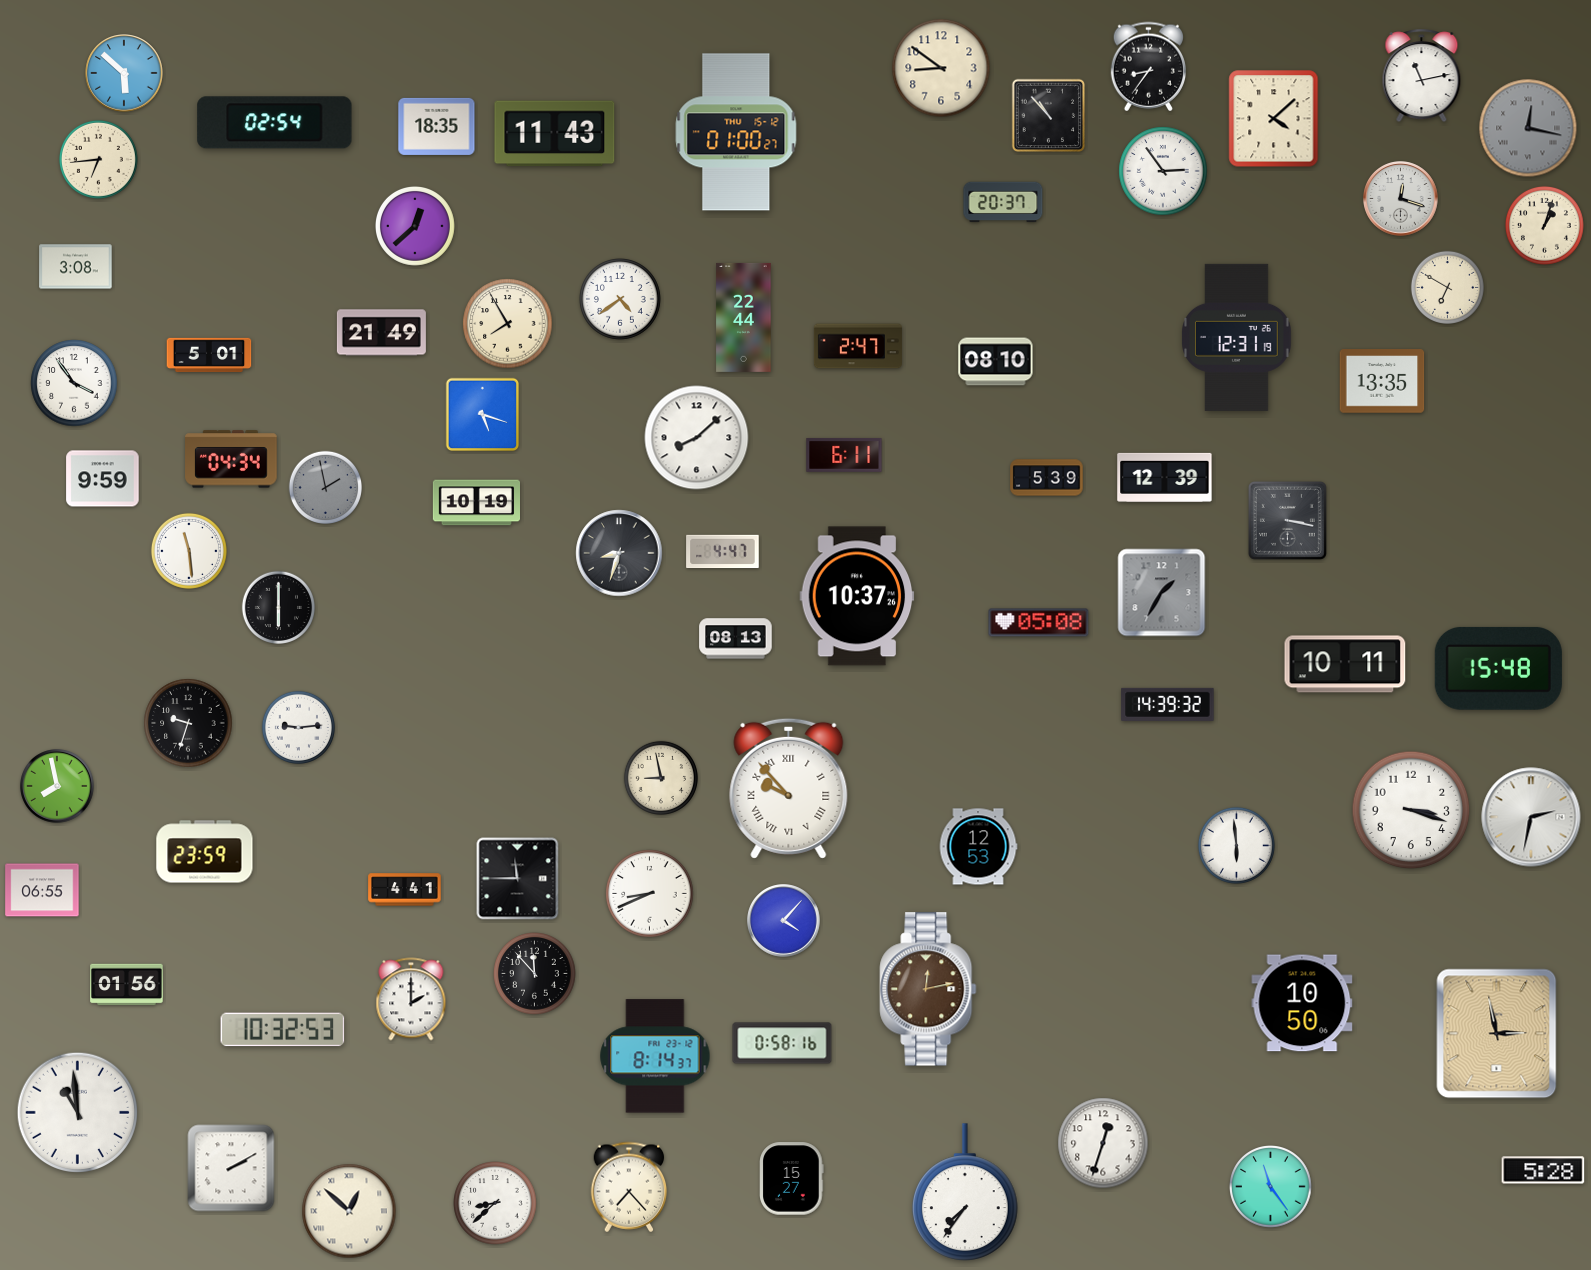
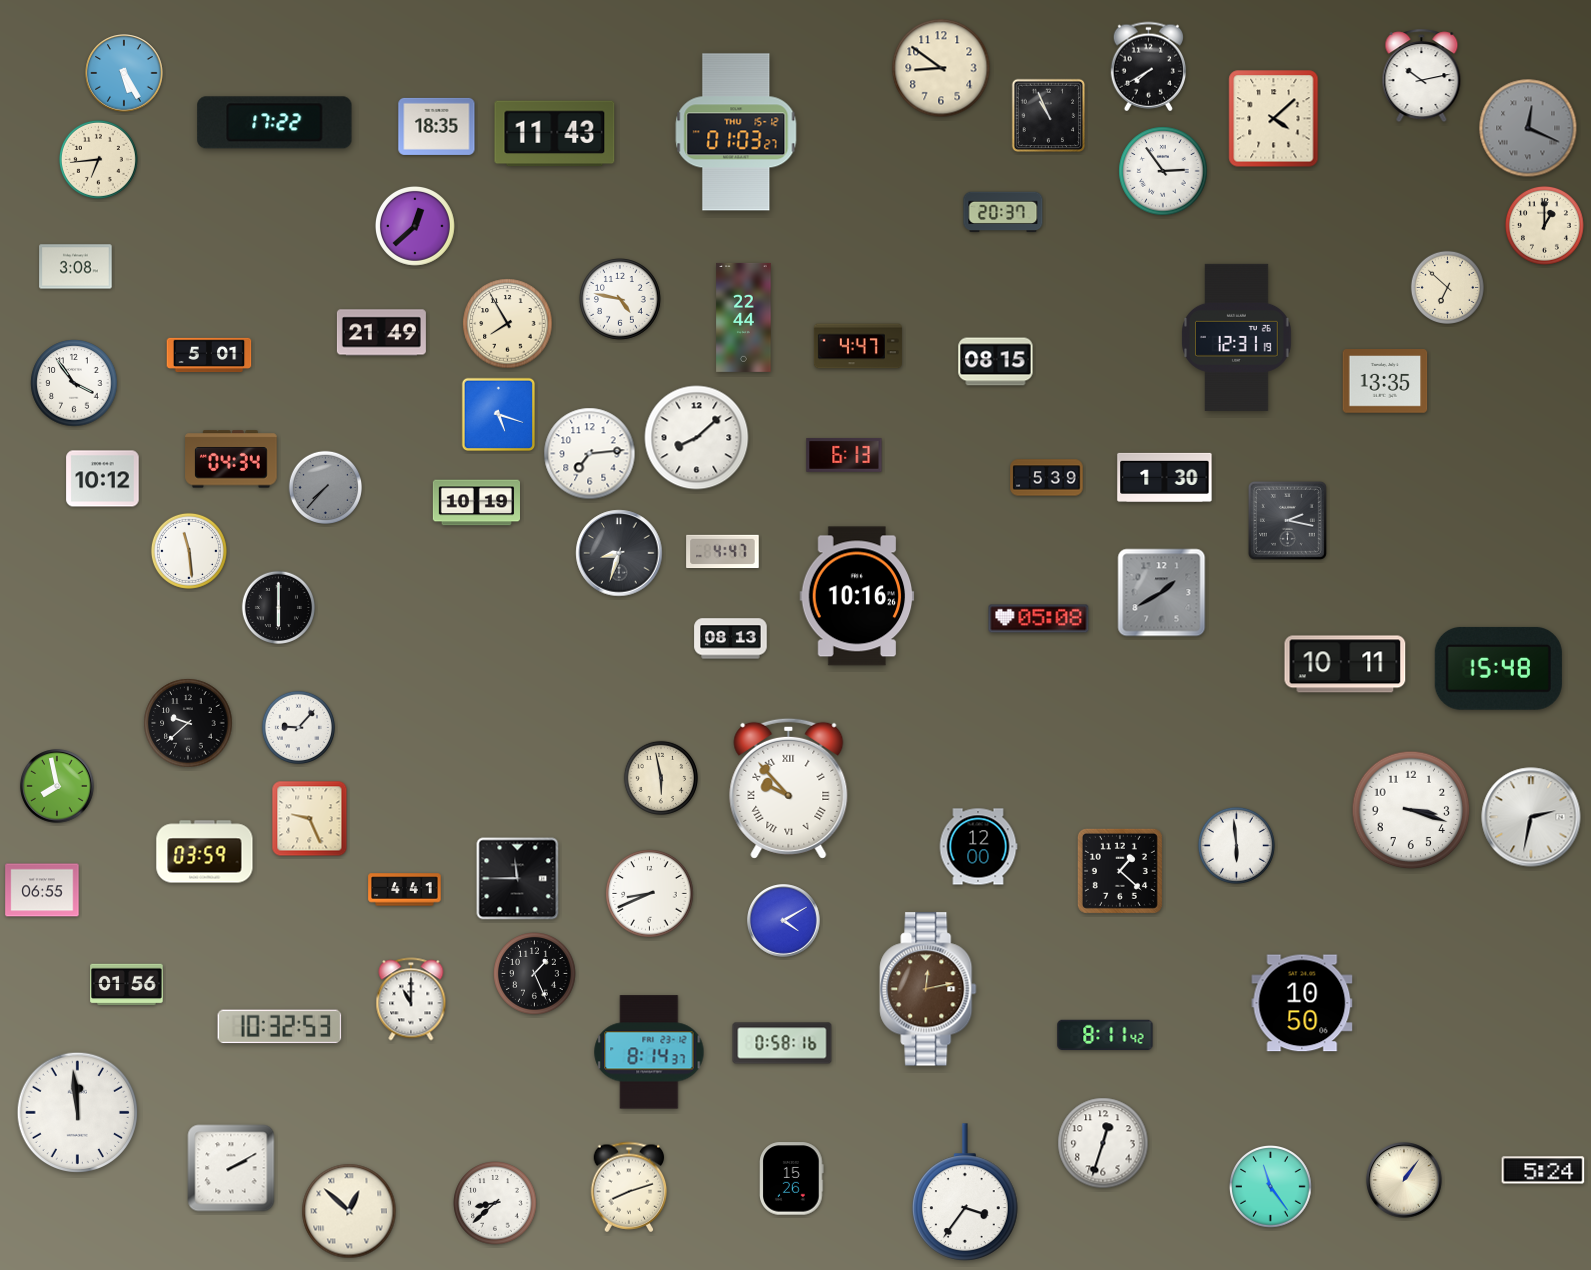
clock at (1148, 67): 8:36 -> 7:40
clock at (124, 73): 5:52 -> 5:25
clock at (1422, 76): 11:13 -> 10:13
clock at (1049, 116): 10:53 -> 10:56
clock at (275, 123): 02:54 -> 17:22
clock at (1528, 128): 12:17 -> 12:19
clock at (736, 132): 01:00 -> 01:03
clock at (1401, 199): 12:18 -> none
clock at (1003, 202) position: (1003, 202) -> (1003, 212)
clock at (1544, 225): 1:03 -> 1:00
clock at (1447, 287): 6:50 -> 6:52
clock at (621, 300): 4:39 -> 4:47
clock at (858, 346): 2:47 -> 4:47
clock at (996, 362): 08:10 -> 08:15
clock at (1382, 381) position: (1382, 381) -> (1385, 381)
clock at (483, 415) position: (483, 415) -> (499, 415)
clock at (590, 454): none -> 7:14
clock at (844, 456): 6:11 -> 6:13
clock at (1165, 477): 12:39 -> 1:30
clock at (103, 479): 9:59 -> 10:12
clock at (325, 487): 1:58 -> 7:37
clock at (1287, 520): 3:17 -> 2:17
clock at (1162, 593): 1:35 -> 1:40
clock at (857, 596): 10:37 -> 10:16
clock at (1039, 623) position: (1039, 623) -> (1039, 619)
clock at (736, 639) position: (736, 639) -> (731, 639)
clock at (1168, 704): 14:39 -> none
clock at (188, 723): 9:33 -> 9:38
clock at (298, 727): 9:14 -> 9:07
clock at (661, 778): 8:58 -> 5:58
clock at (310, 819): none -> 9:26
clock at (978, 847): 12:53 -> 12:00
clock at (205, 852): 23:59 -> 03:59
clock at (1120, 871): none -> 1:22
clock at (784, 921): 4:07 -> 4:10
clock at (535, 974): 11:53 -> 1:26
clock at (411, 999): 2:00 -> 11:00
clock at (283, 1030) position: (283, 1030) -> (280, 1027)
clock at (1105, 1034): none -> 8:11
clock at (1497, 1034): 2:58 -> none
clock at (655, 1056) position: (655, 1056) -> (649, 1052)
clock at (78, 1113): 10:59 -> 11:59
clock at (1543, 1170): 5:28 -> 5:24
clock at (792, 1179): 15:27 -> 15:26
clock at (1404, 1180): none -> 1:06
clock at (629, 1187): 7:23 -> 8:12
clock at (966, 1192): 7:36 -> 3:36
